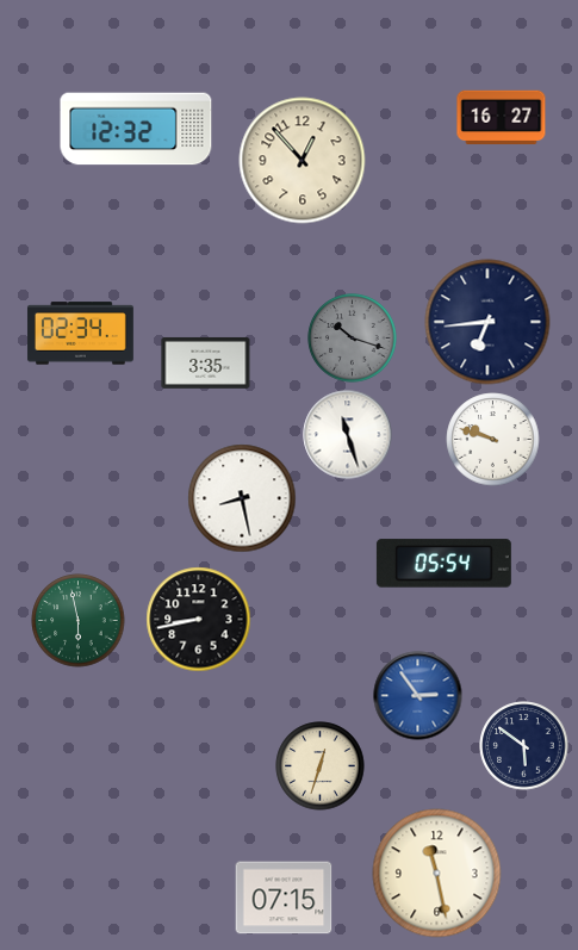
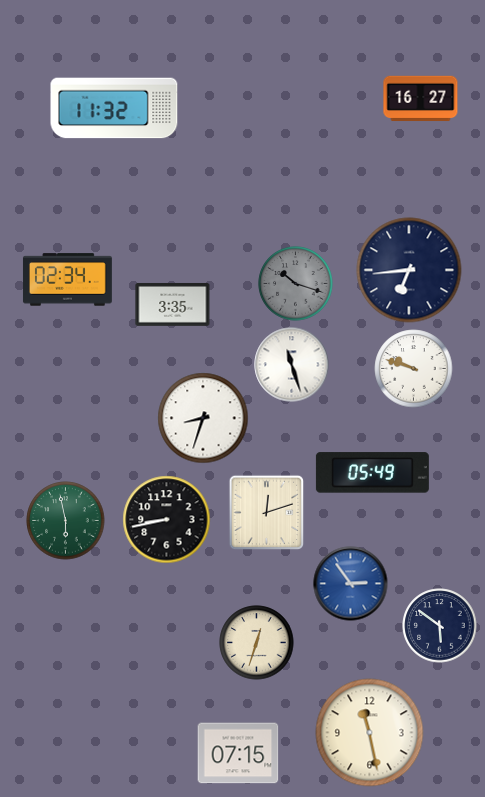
clock at (136, 129): 12:32 -> 11:32
clock at (303, 161): 12:53 -> none
clock at (242, 498): 8:28 -> 8:33
clock at (443, 564): 05:54 -> 05:49
clock at (267, 513): none -> 12:12
clock at (321, 766) position: (321, 766) -> (257, 643)
clock at (437, 874) position: (437, 874) -> (370, 733)
